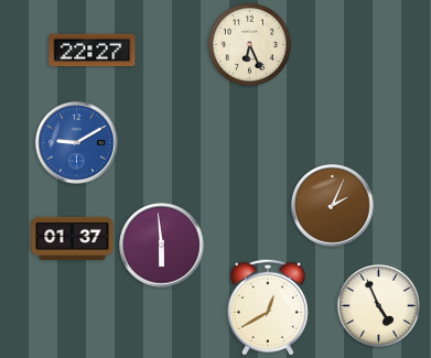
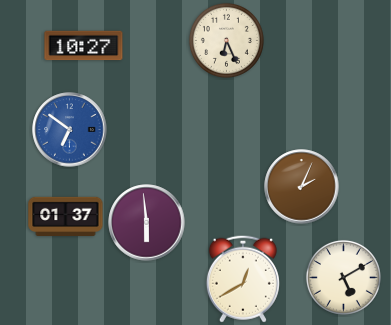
clock at (93, 51): 22:27 -> 10:27
clock at (77, 143): 9:10 -> 6:51
clock at (378, 305): 4:56 -> 5:10
